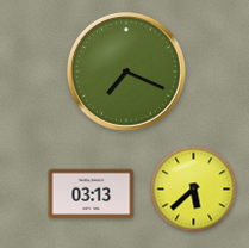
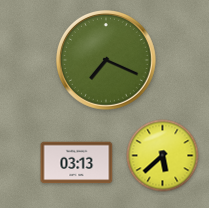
clock at (194, 190) position: (194, 190) -> (163, 156)
